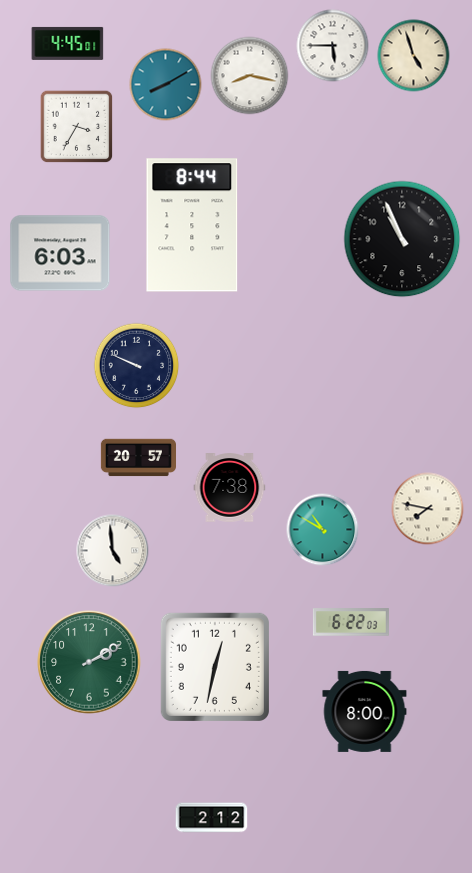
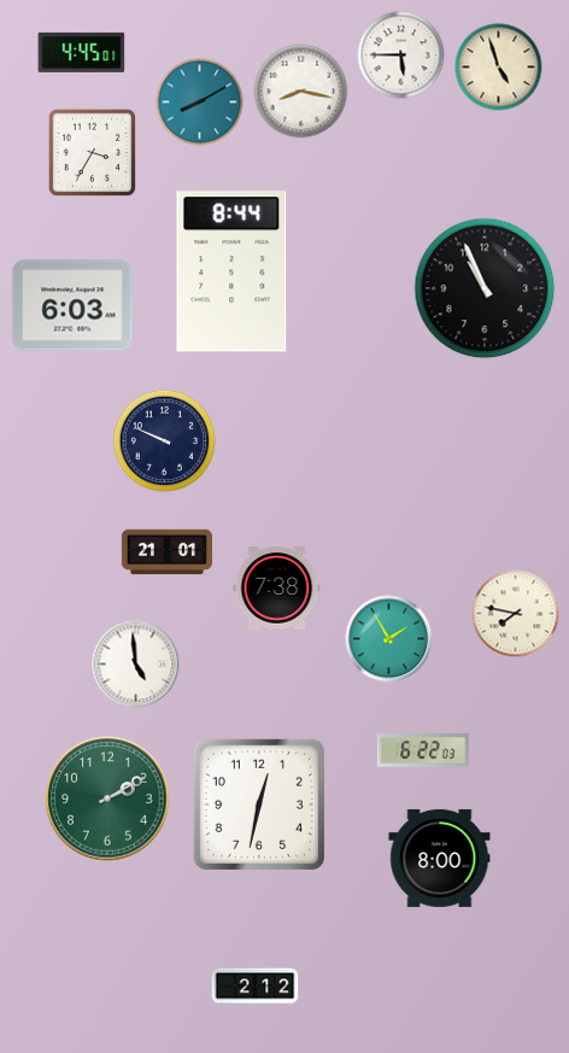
clock at (138, 458): 20:57 -> 21:01
clock at (323, 530): 10:50 -> 1:55
